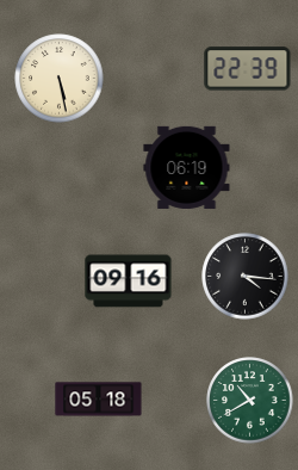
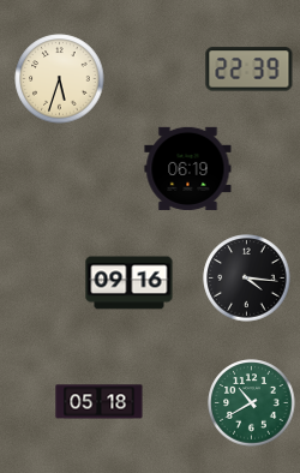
clock at (60, 79): 5:28 -> 5:33
